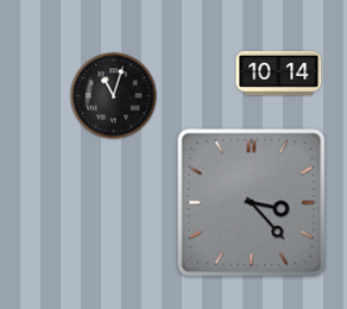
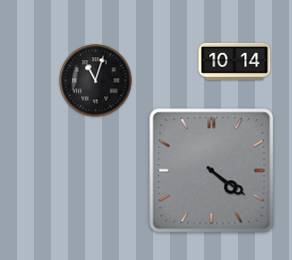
clock at (252, 203): 3:23 -> 4:21
